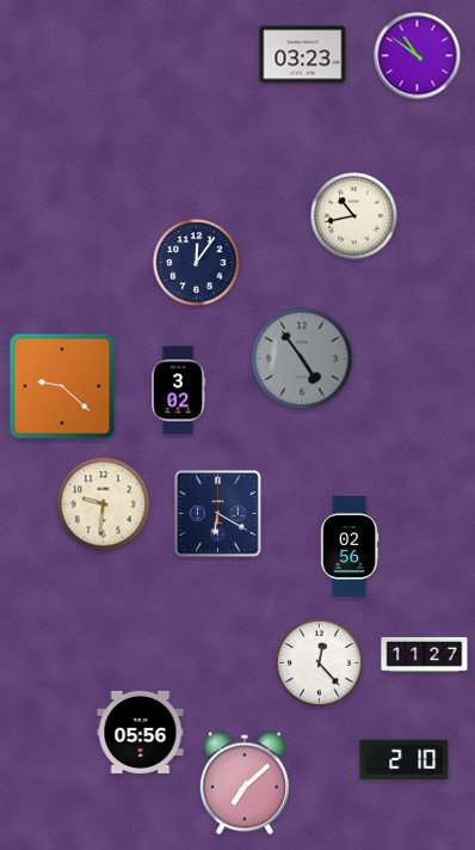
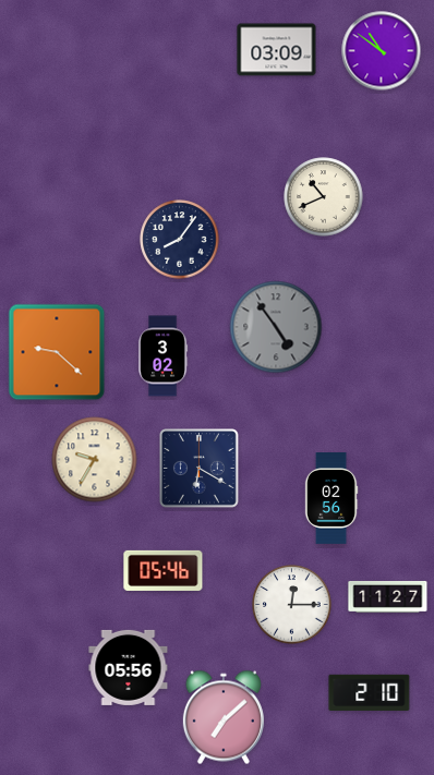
clock at (303, 55): 03:23 -> 03:09
clock at (354, 216): 10:43 -> 10:41
clock at (197, 263): 12:06 -> 8:06
clock at (104, 505): 9:31 -> 9:35
clock at (350, 548) position: (350, 548) -> (331, 499)
clock at (164, 570): none -> 05:46
clock at (320, 664): 12:23 -> 12:15
clock at (245, 783) position: (245, 783) -> (224, 717)
